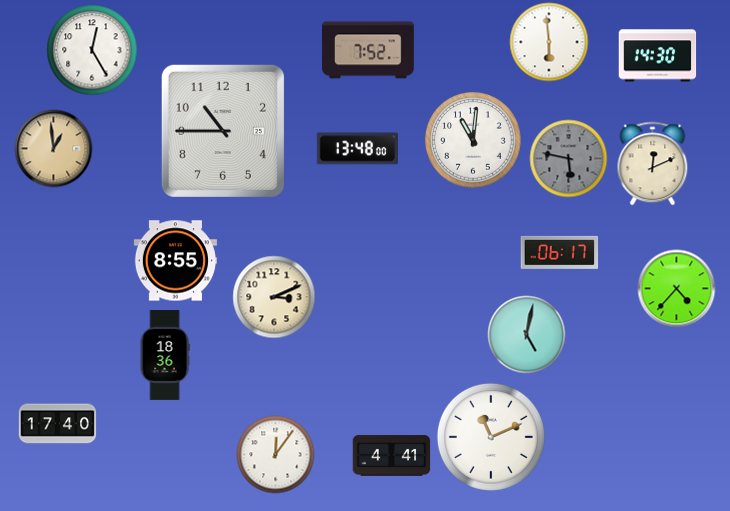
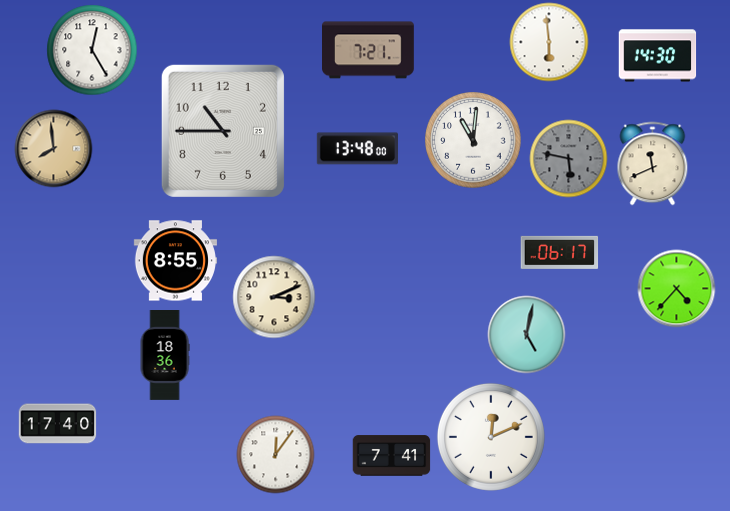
clock at (369, 50): 7:52 -> 7:21
clock at (53, 148): 12:59 -> 7:59
clock at (653, 163): 12:11 -> 11:41
clock at (491, 437): 11:11 -> 12:11
clock at (391, 456): 4:41 -> 7:41
